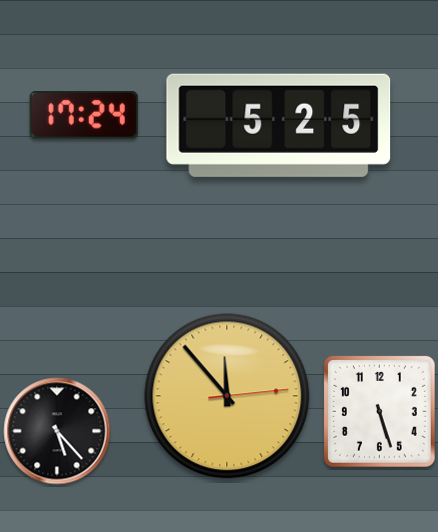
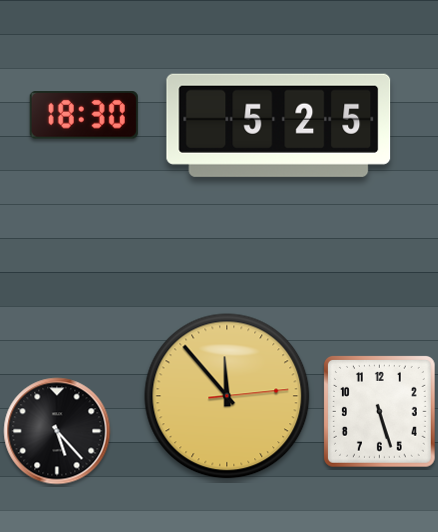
clock at (84, 115): 17:24 -> 18:30
